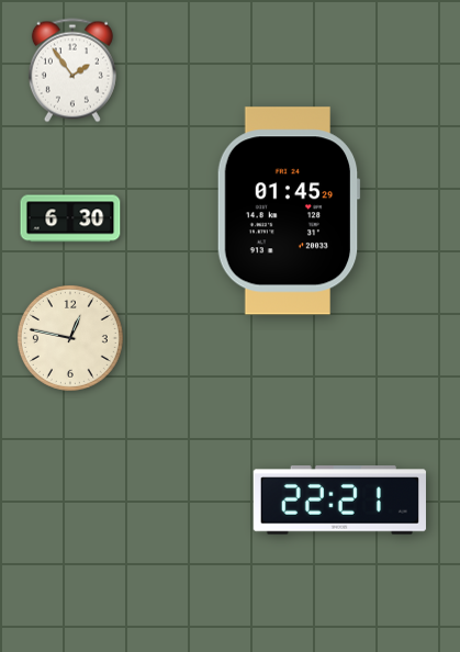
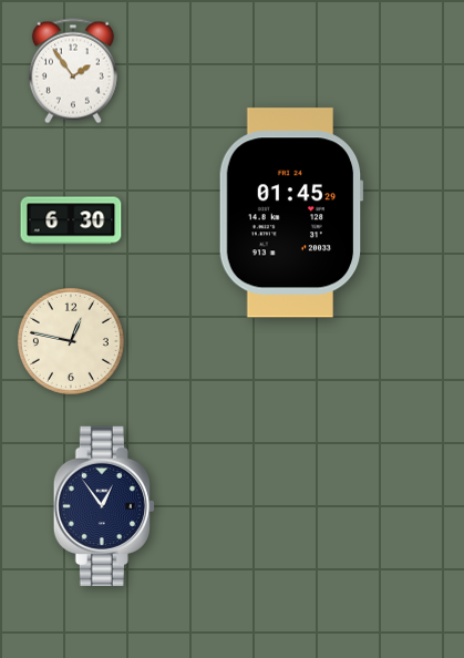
clock at (104, 505): none -> 12:54
clock at (339, 501): 22:21 -> none
